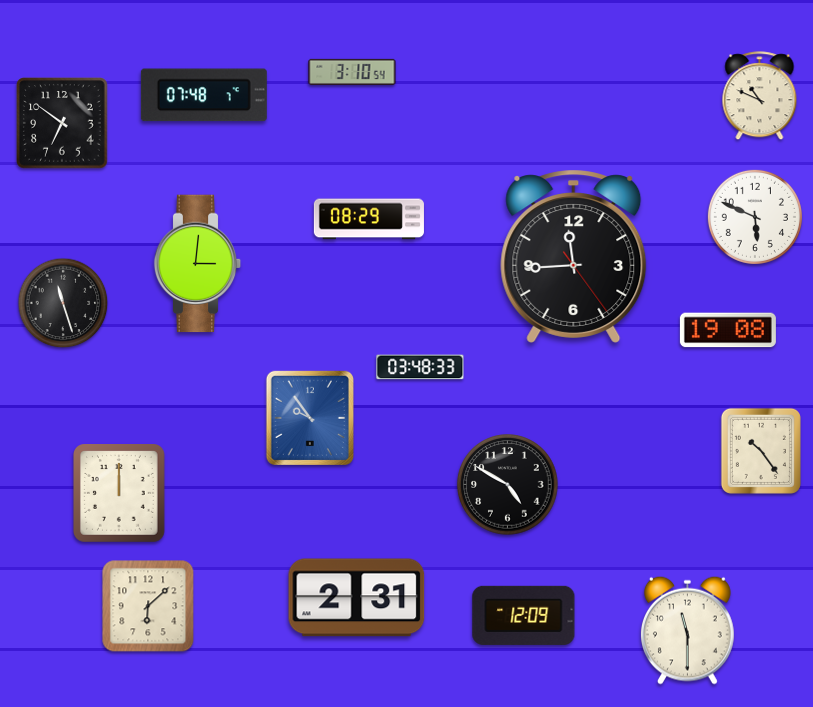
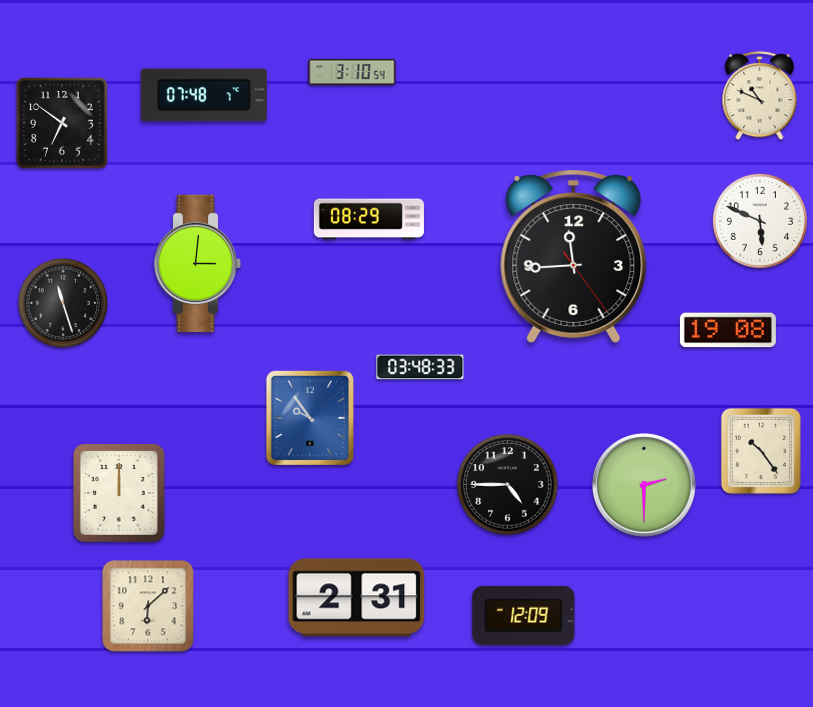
clock at (755, 217) position: (755, 217) -> (760, 221)
clock at (508, 485): 4:50 -> 4:45
clock at (645, 486): none -> 2:30
clock at (687, 630): 11:30 -> none
